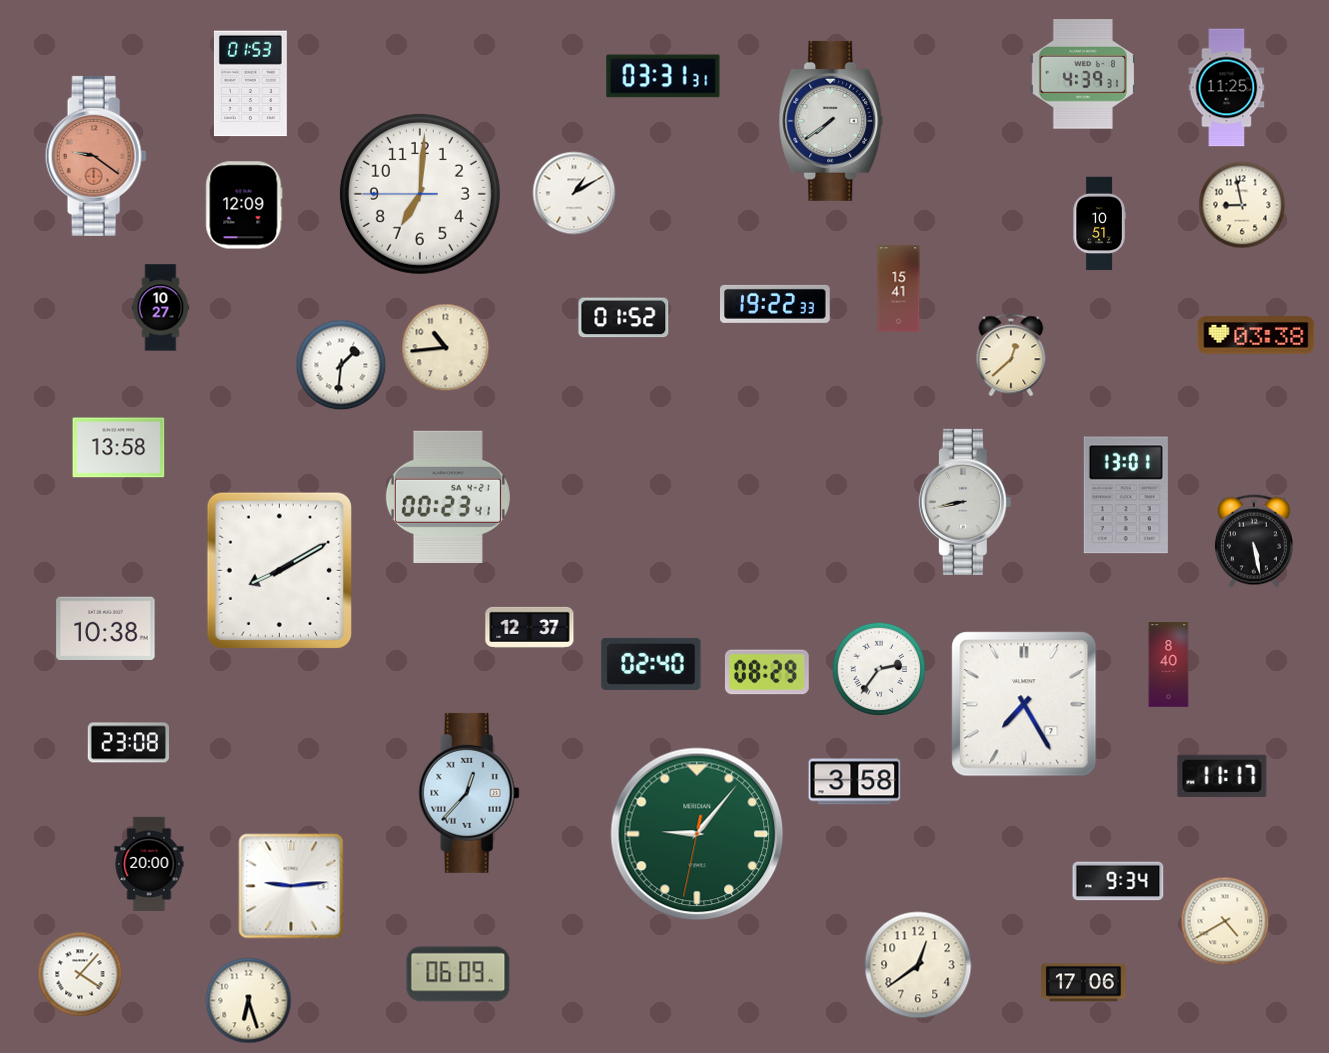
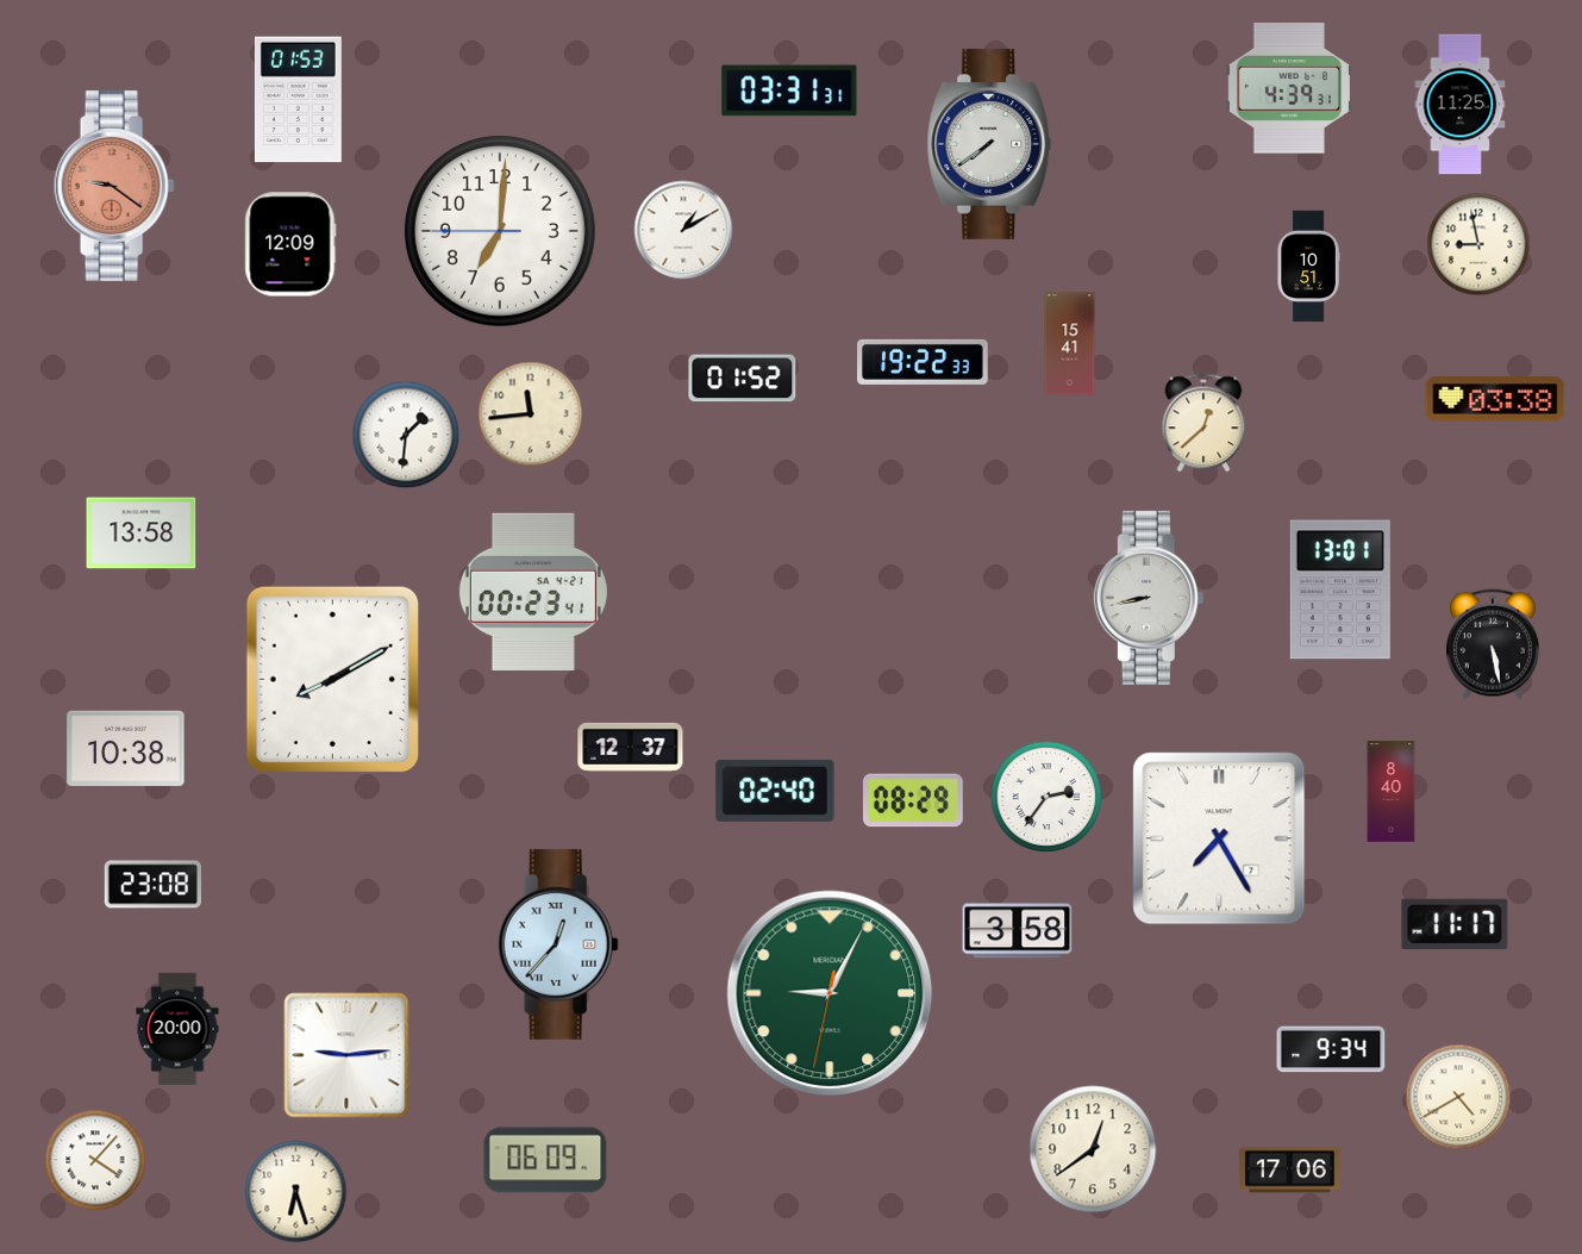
clock at (161, 308): 10:27 -> none
clock at (446, 348): 10:44 -> 11:44
clock at (697, 834): 9:06 -> 9:04
